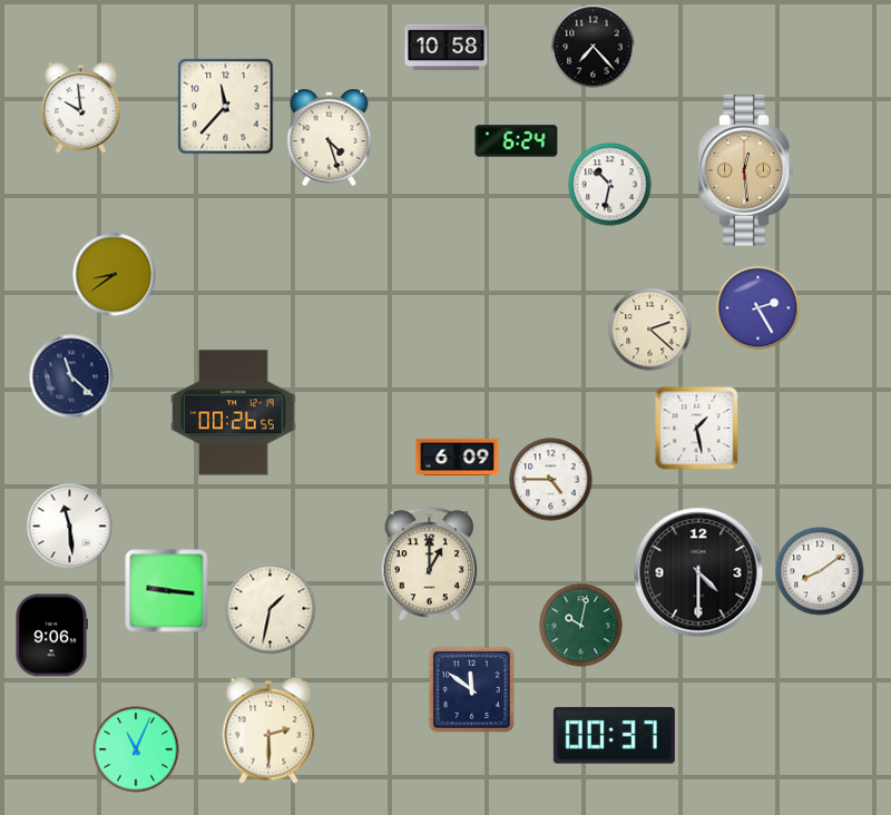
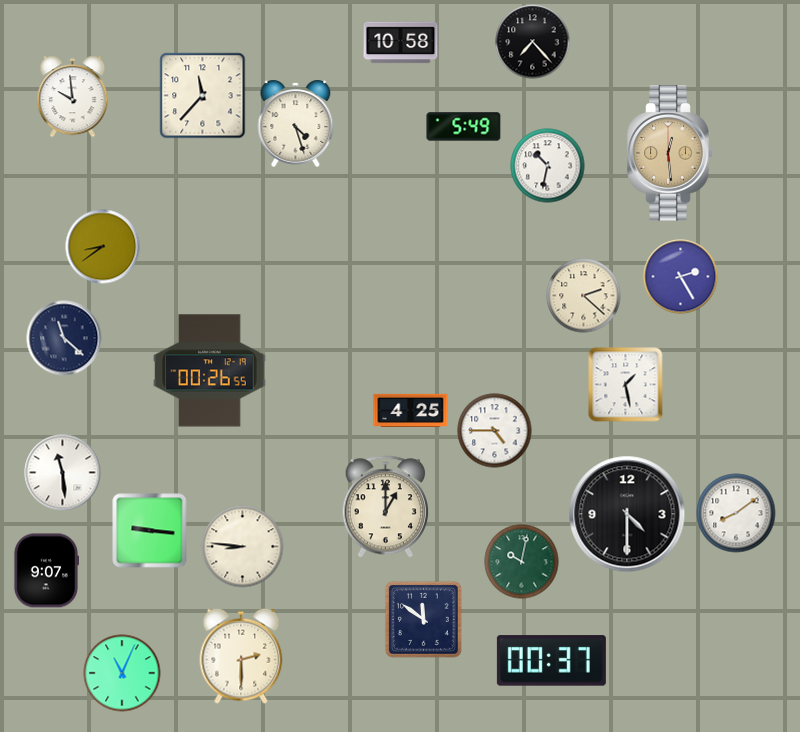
clock at (517, 141): 6:24 -> 5:49
clock at (458, 456): 6:09 -> 4:25
clock at (271, 609): 1:32 -> 8:46
clock at (51, 636): 9:06 -> 9:07
